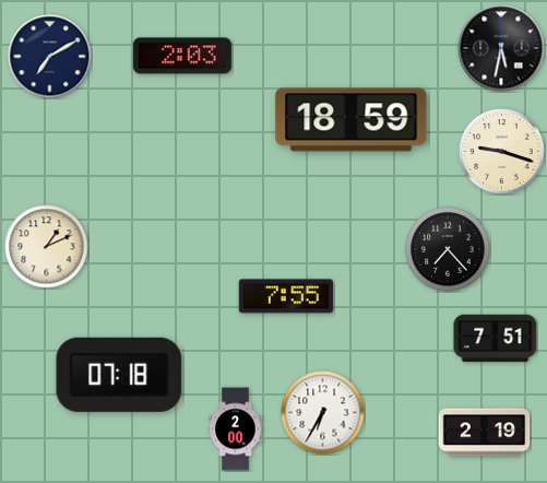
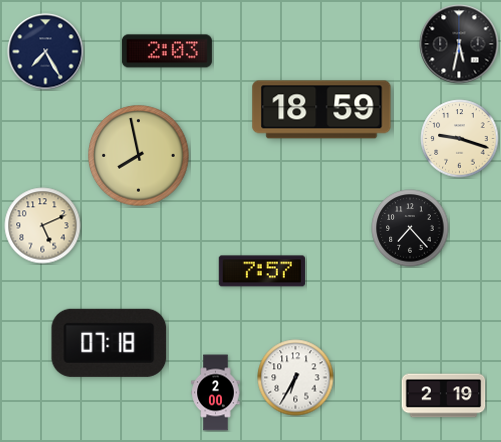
clock at (50, 57): 7:10 -> 7:25
clock at (139, 156): none -> 7:58
clock at (47, 247): 1:11 -> 5:11
clock at (285, 296): 7:55 -> 7:57
clock at (496, 339): 7:51 -> none
